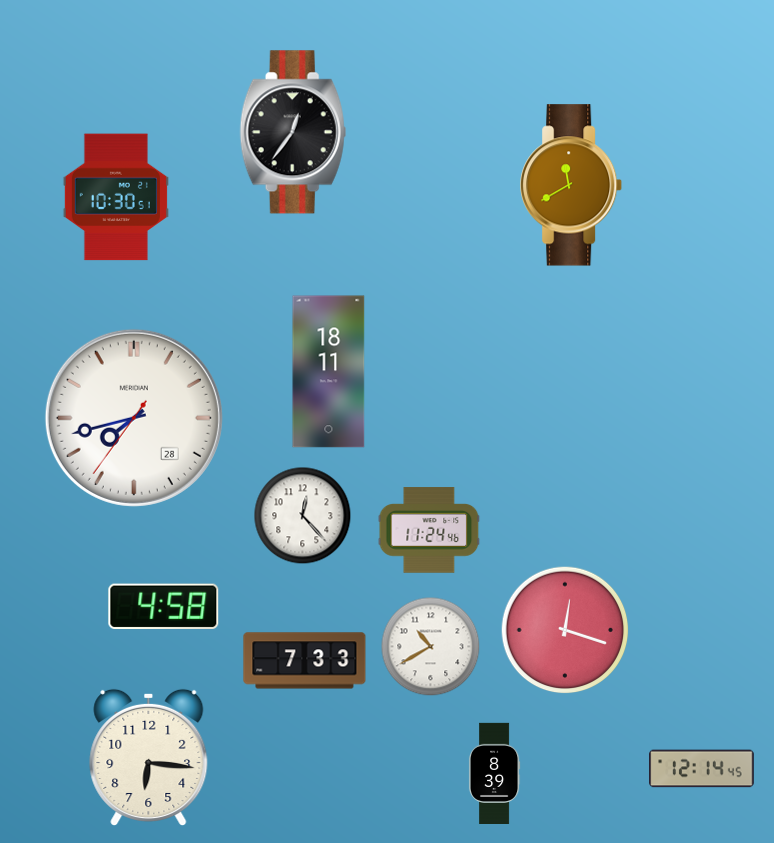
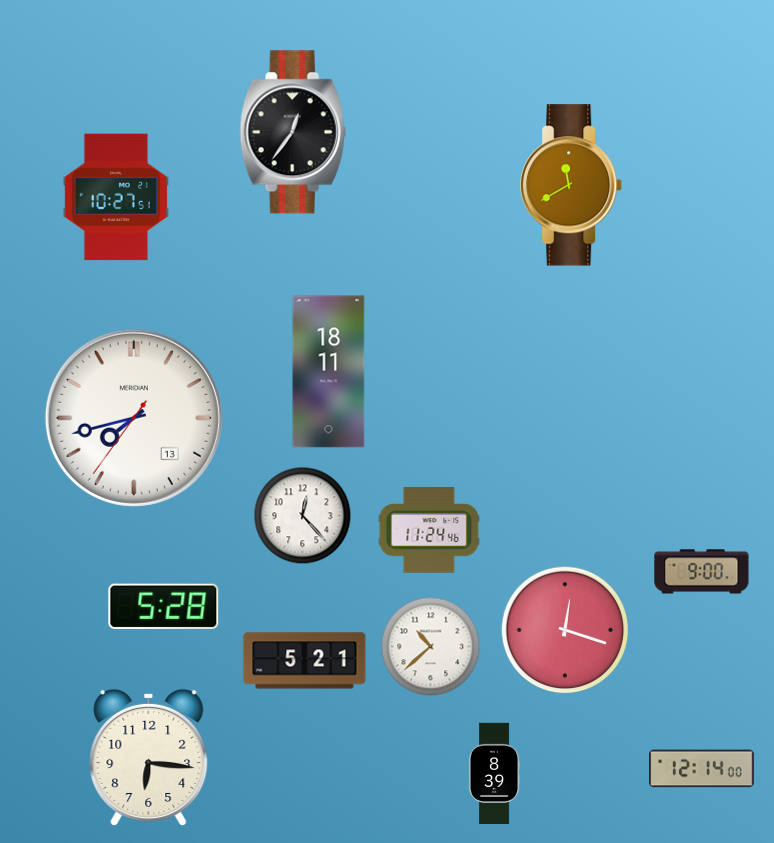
clock at (116, 197): 10:30 -> 10:27
clock at (134, 418) date: 28 -> 13
clock at (702, 572): none -> 9:00
clock at (164, 607): 4:58 -> 5:28
clock at (431, 647): 10:40 -> 10:38
clock at (305, 661): 7:33 -> 5:21
clock at (702, 769): 12:14:45 -> 12:14:00
